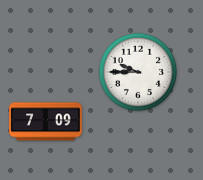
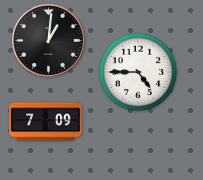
clock at (49, 41): none -> 1:01
clock at (138, 72): 9:45 -> 4:45
